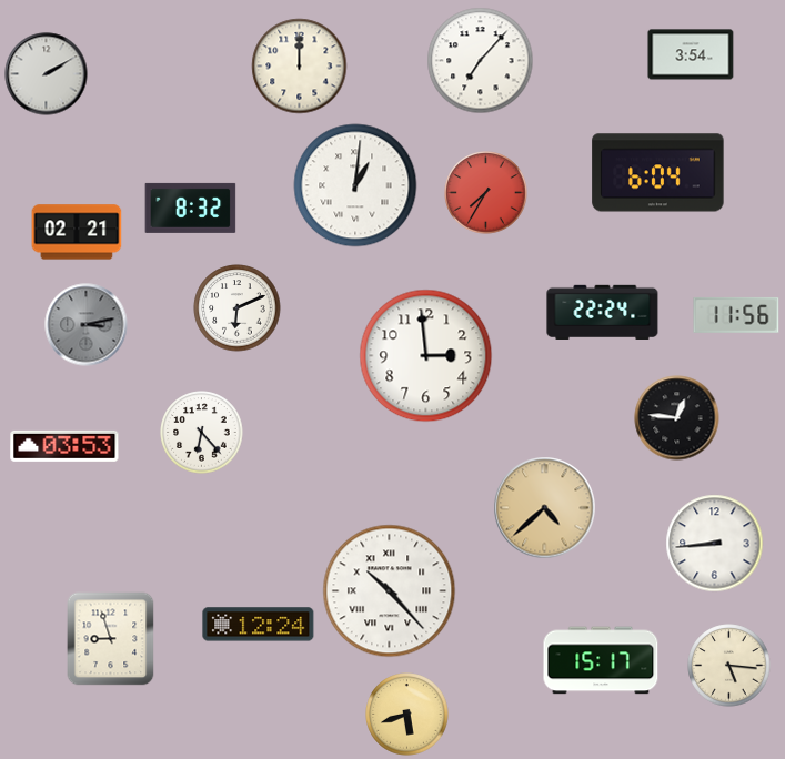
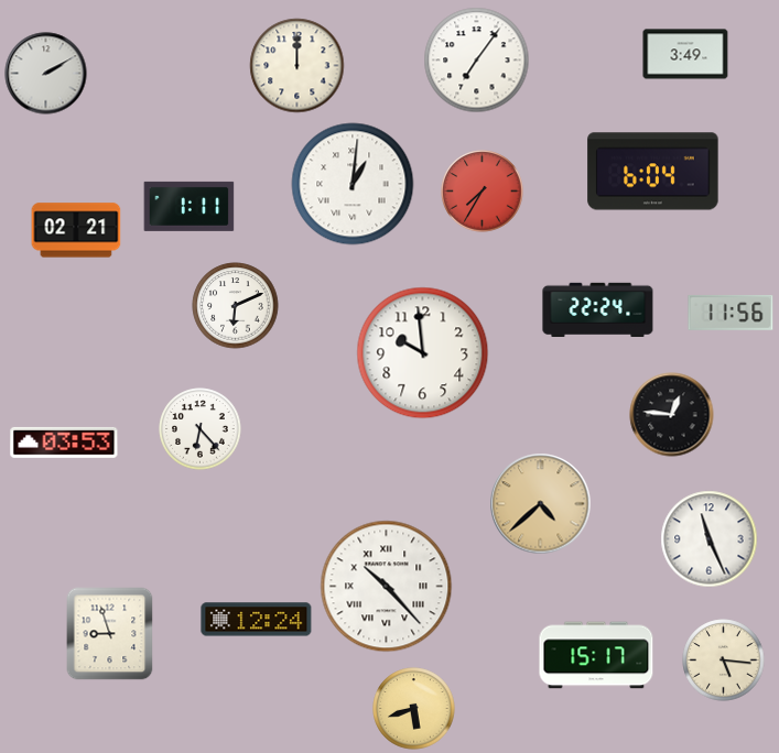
clock at (691, 54): 3:54 -> 3:49
clock at (481, 61): 7:07 -> 7:06
clock at (191, 208): 8:32 -> 1:11
clock at (87, 325): 3:13 -> none
clock at (426, 356): 2:59 -> 9:59
clock at (715, 544): 8:44 -> 11:26
clock at (407, 715) position: (407, 715) -> (414, 709)
